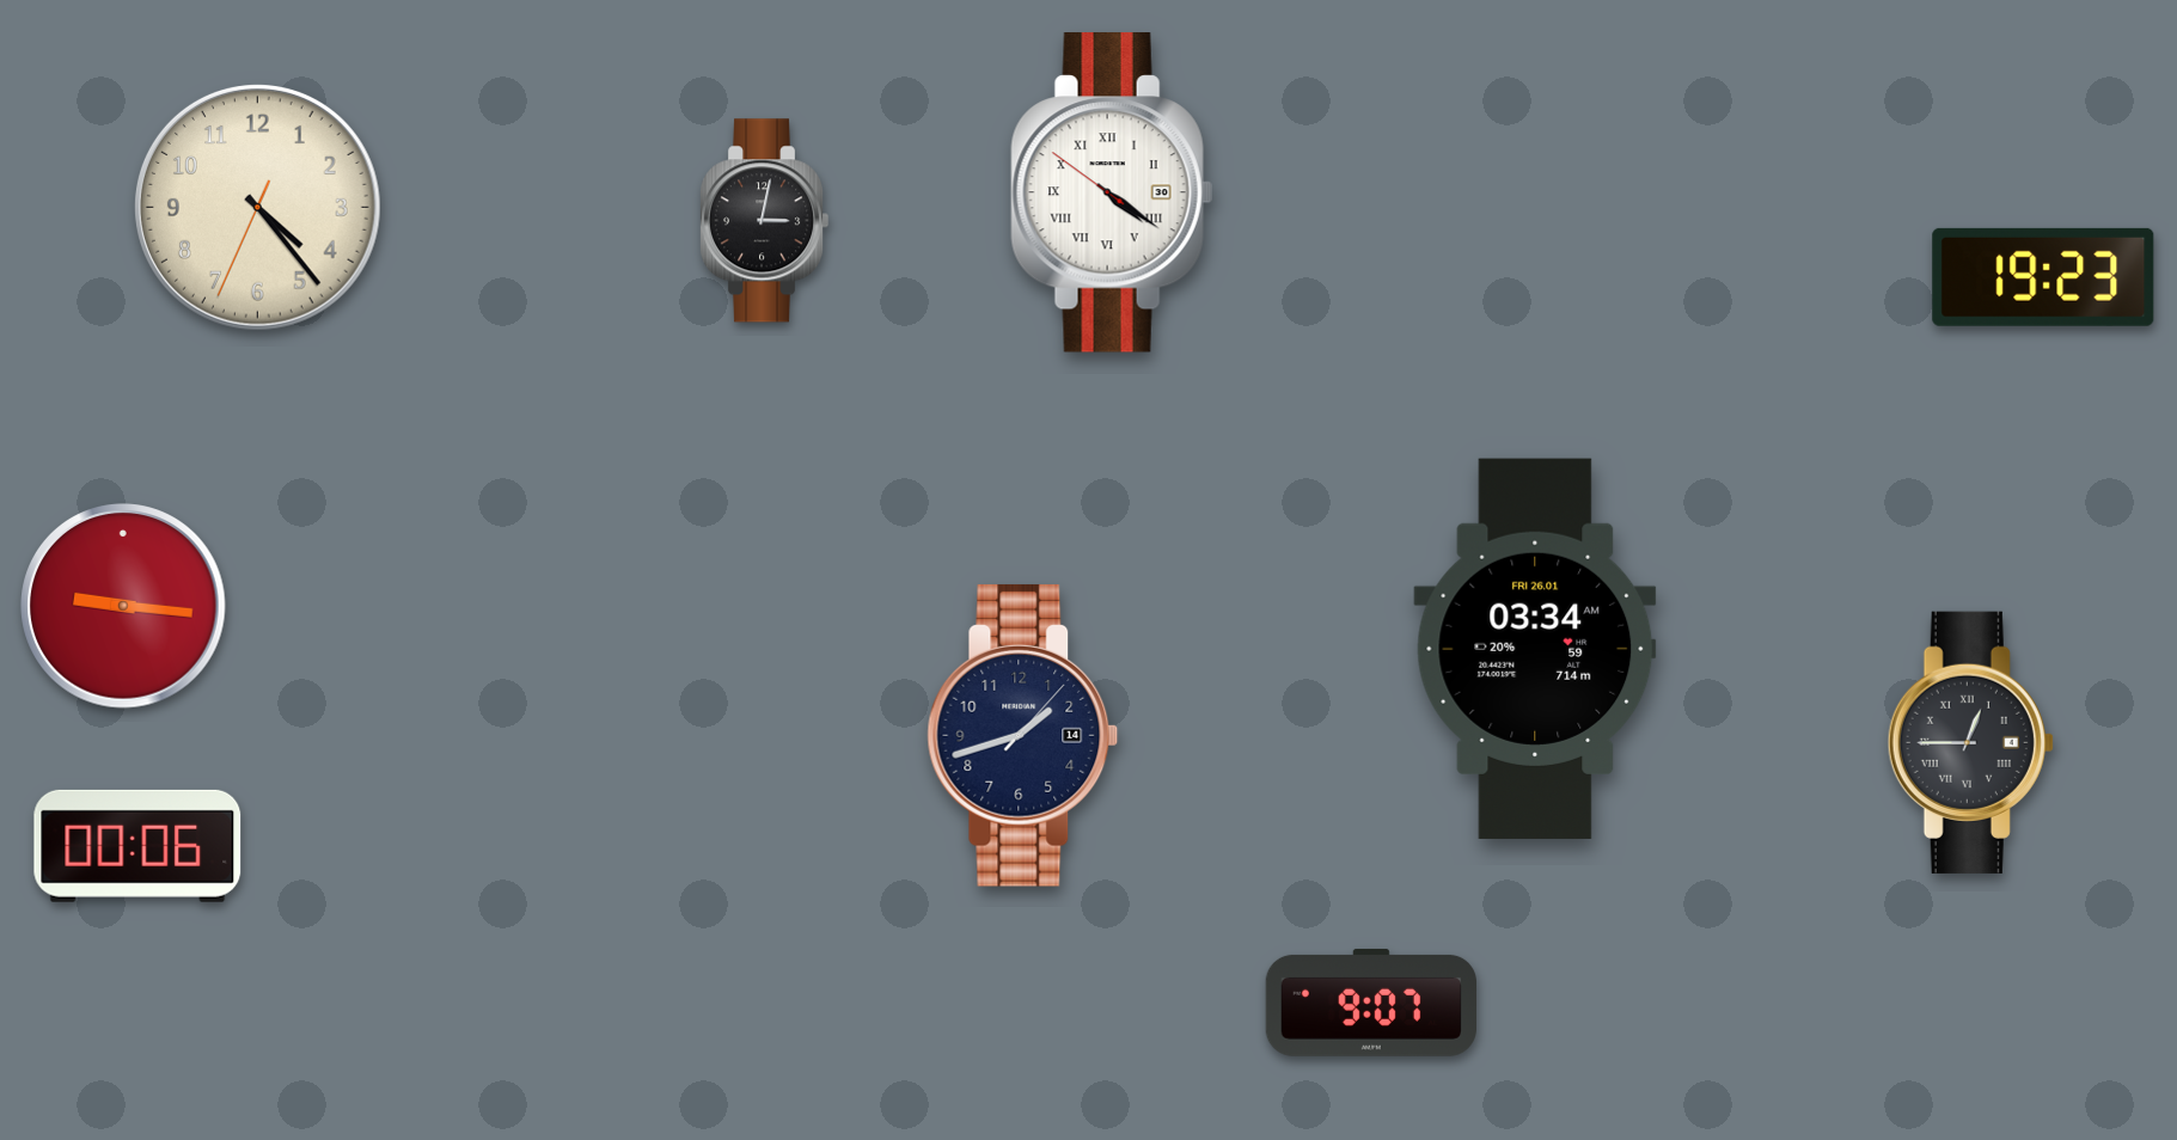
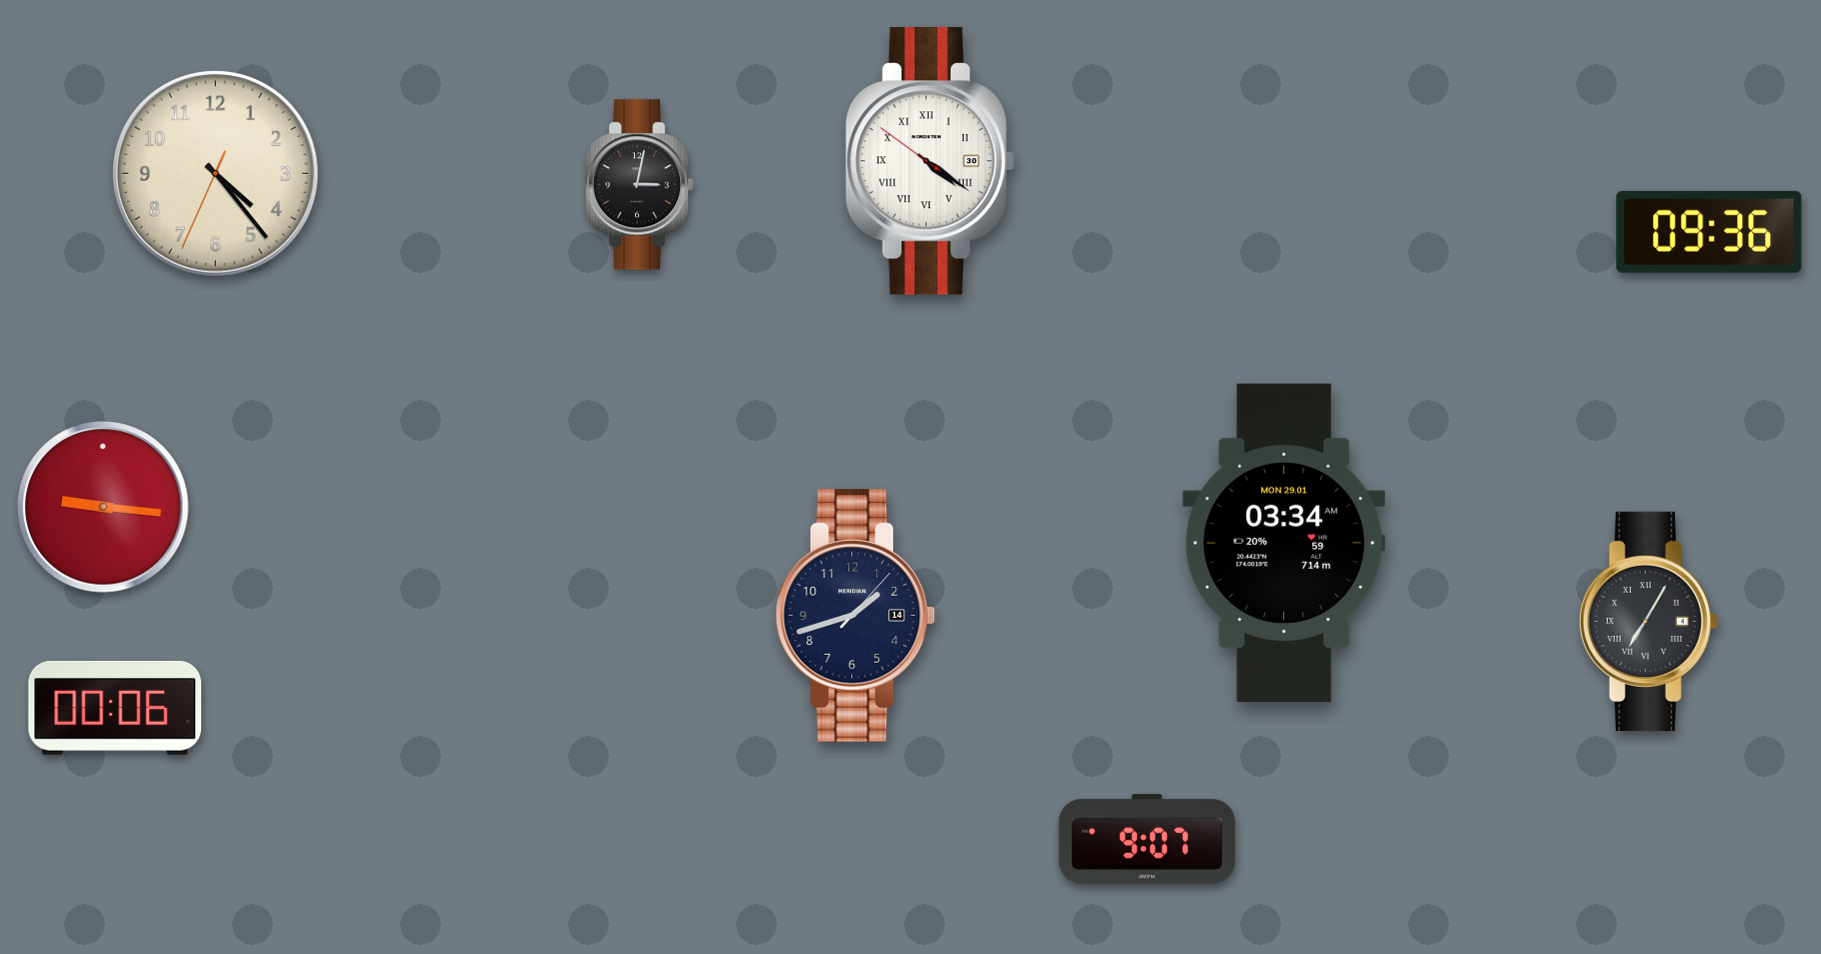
clock at (2043, 277): 19:23 -> 09:36
clock at (1535, 649) date: FRI 26.01 -> MON 29.01
clock at (1970, 742): 12:45 -> 7:05
